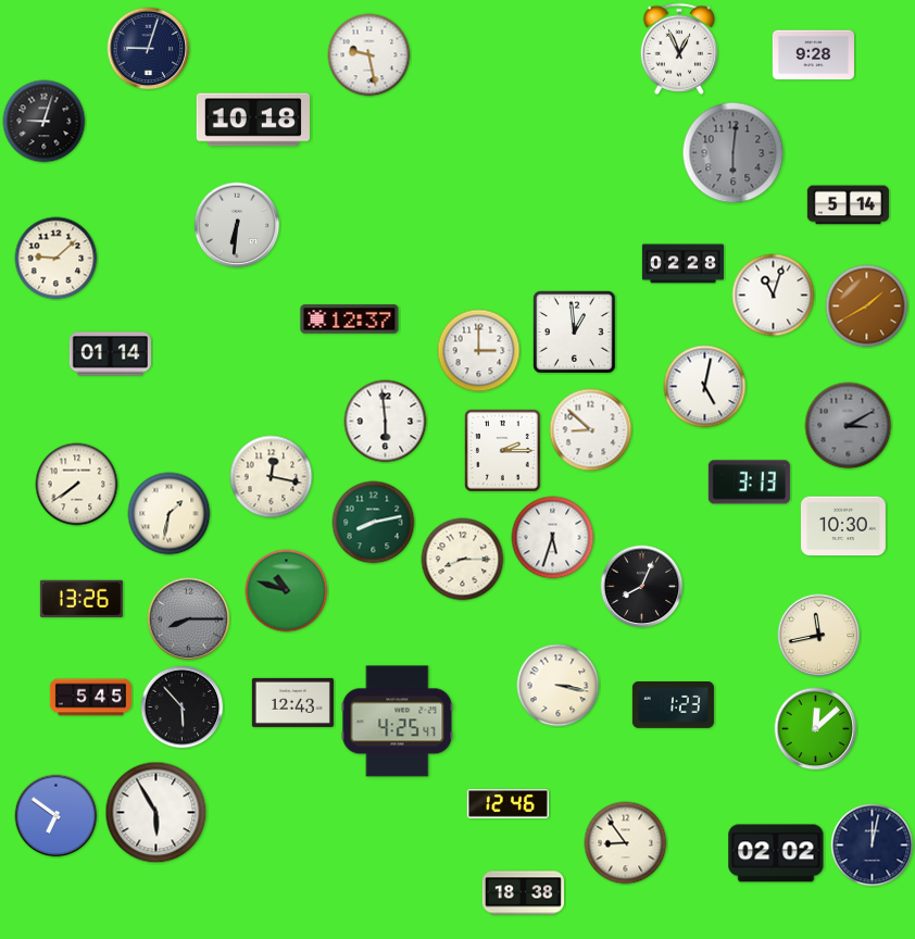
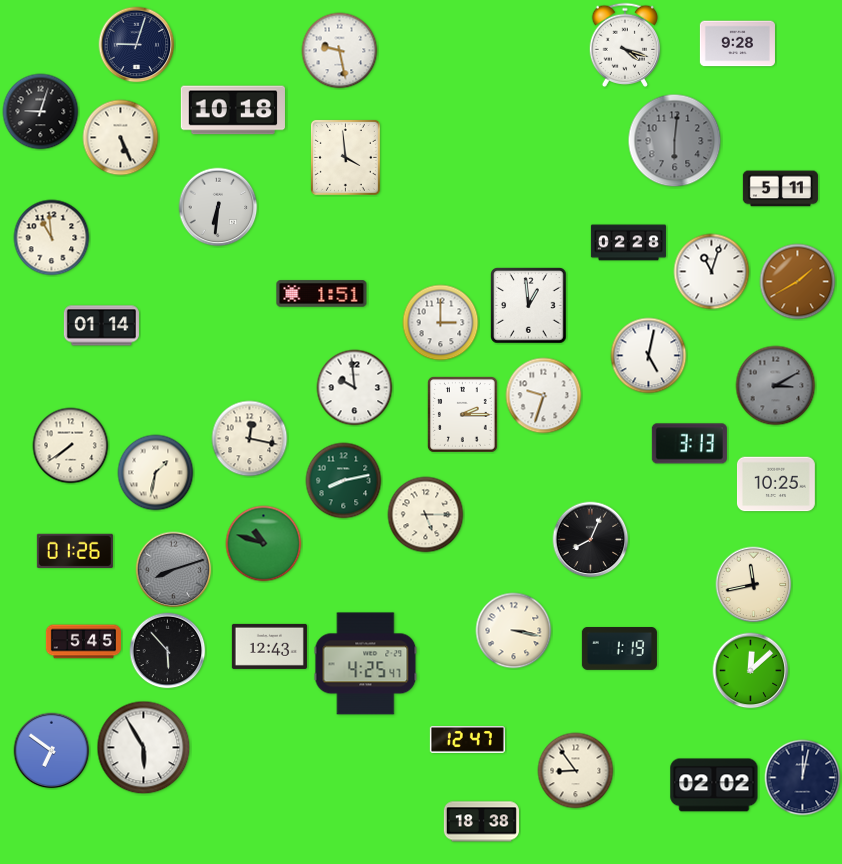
clock at (679, 49): 12:56 -> 4:18
clock at (813, 55) position: (813, 55) -> (737, 44)
clock at (121, 138): none -> 5:26
clock at (345, 157): none -> 3:59
clock at (848, 205): 5:14 -> 5:11
clock at (57, 259): 9:08 -> 10:59
clock at (350, 320): 12:37 -> 1:51
clock at (386, 422): 5:59 -> 9:59
clock at (849, 426) position: (849, 426) -> (776, 386)
clock at (591, 430): 8:52 -> 9:33
clock at (843, 526): 10:30 -> 10:25
clock at (553, 538): 5:33 -> none
clock at (463, 560): 8:15 -> 5:15
clock at (82, 598): 13:26 -> 01:26
clock at (189, 619): 8:15 -> 8:12
clock at (673, 705): 1:23 -> 1:19
clock at (507, 804): 12:46 -> 12:47
clock at (626, 843) position: (626, 843) -> (576, 771)
